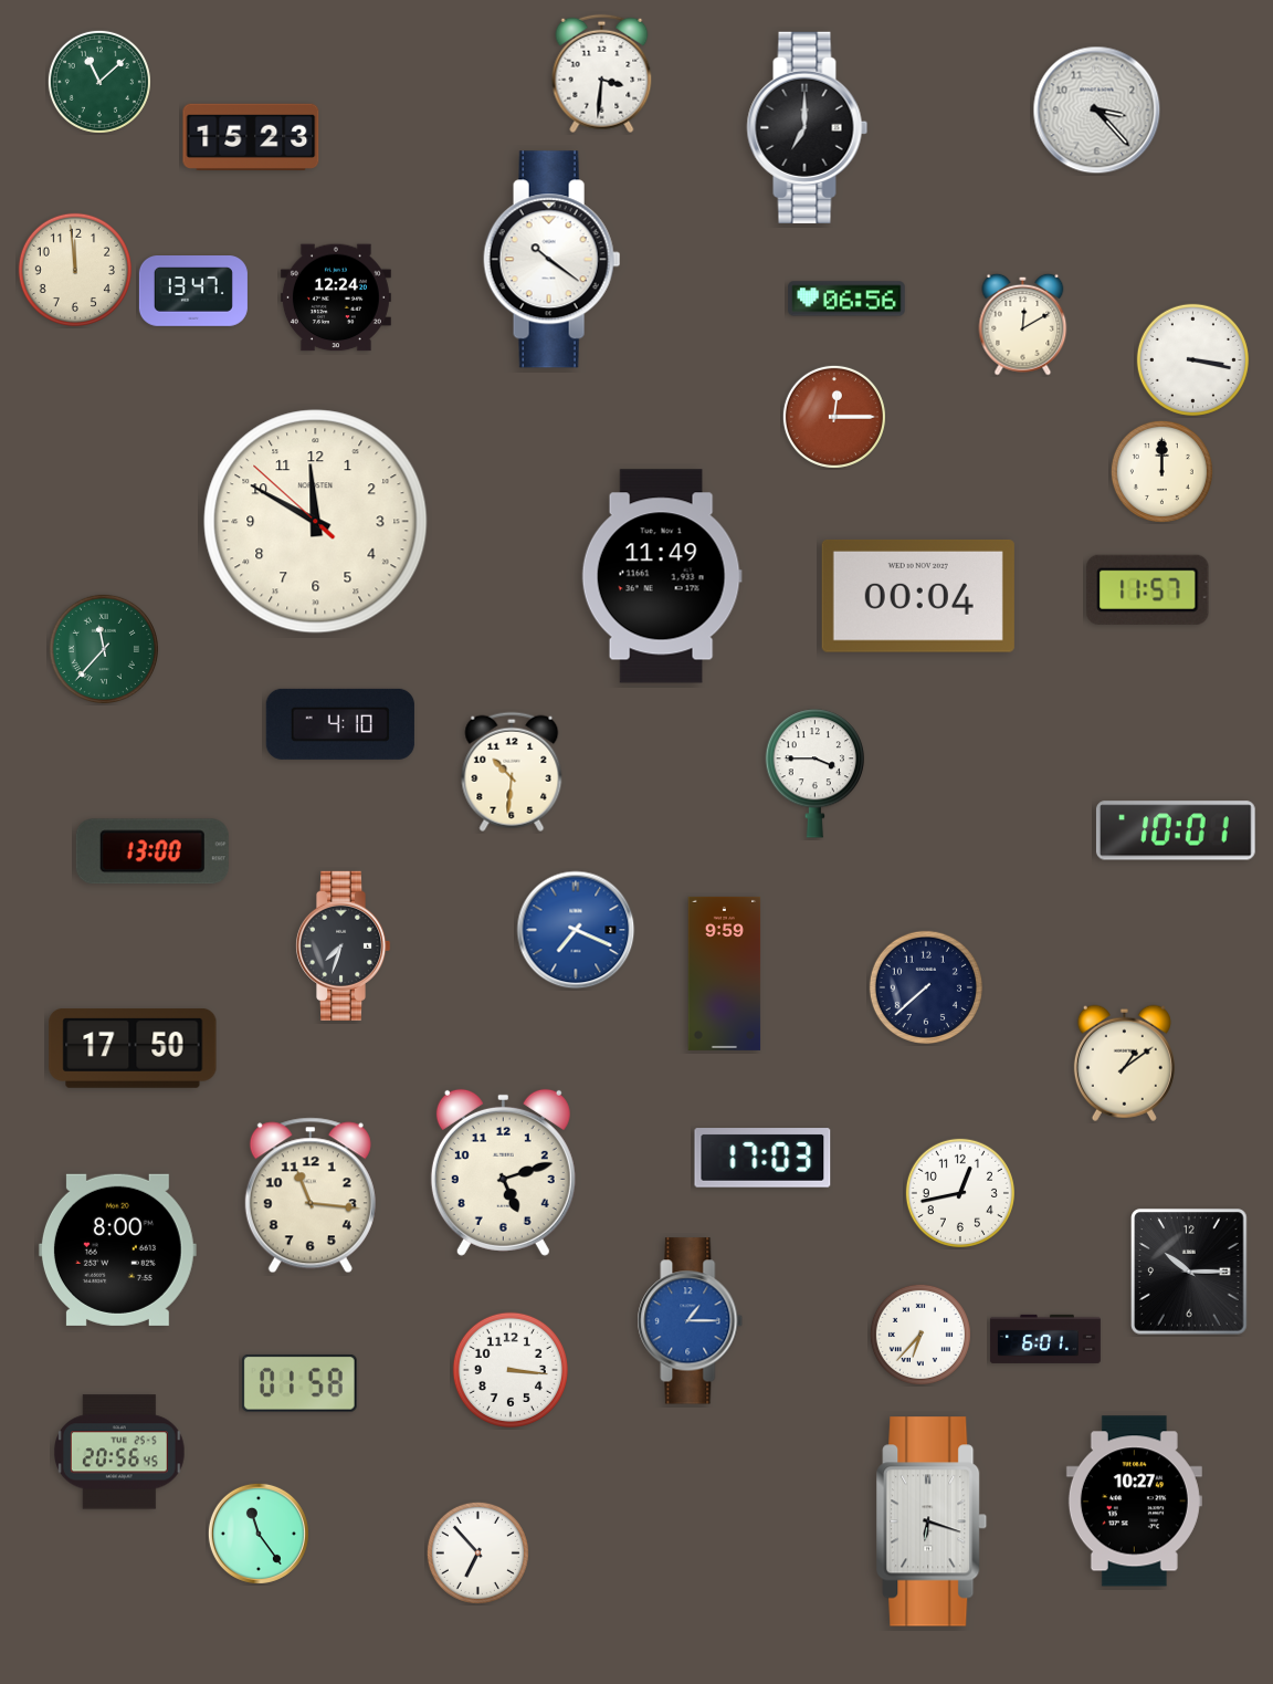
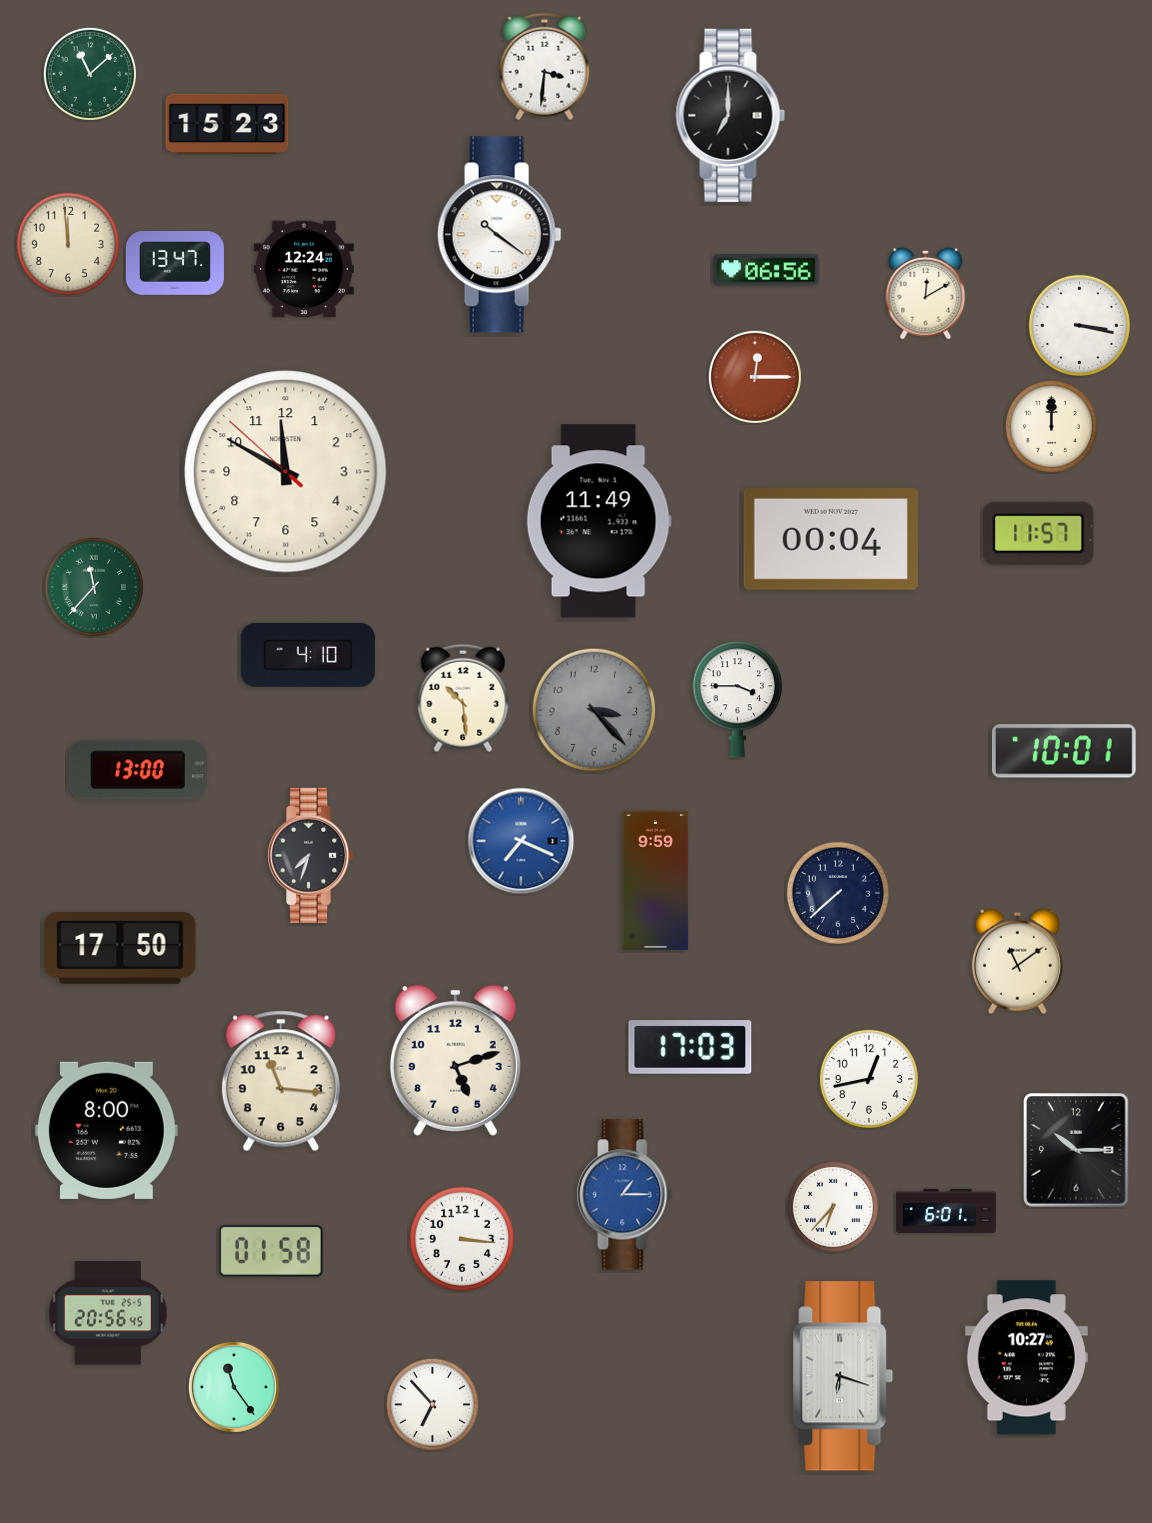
clock at (1097, 111): 3:23 -> none
clock at (512, 772): 10:31 -> 10:29
clock at (594, 710): none -> 3:23
clock at (1124, 1063): 1:09 -> 11:09
